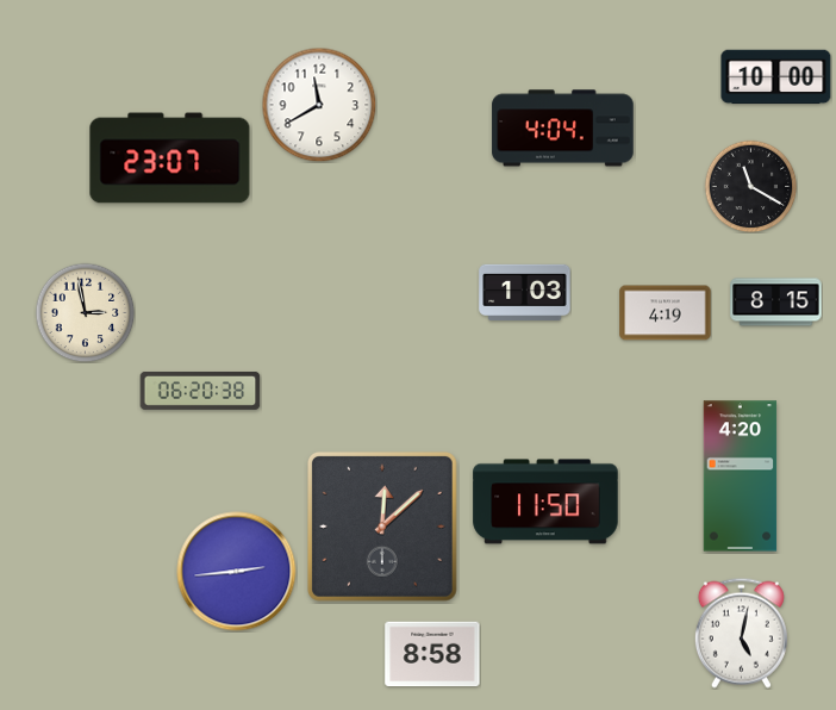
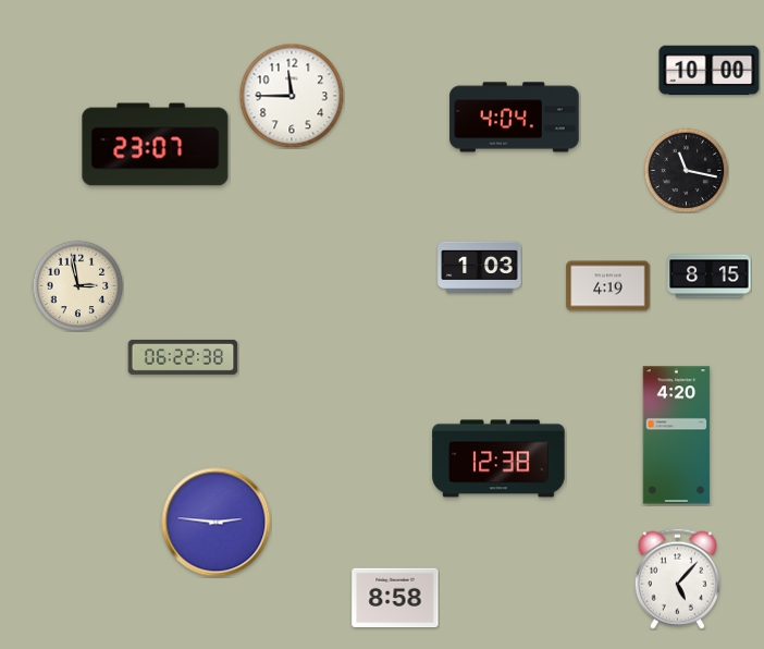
clock at (319, 105): 11:40 -> 11:45
clock at (750, 186): 11:20 -> 11:17
clock at (200, 391): 06:20 -> 06:22
clock at (545, 502): 11:50 -> 12:38
clock at (382, 527): 12:08 -> none
clock at (237, 572): 2:44 -> 2:46
clock at (741, 633): 5:02 -> 5:07
